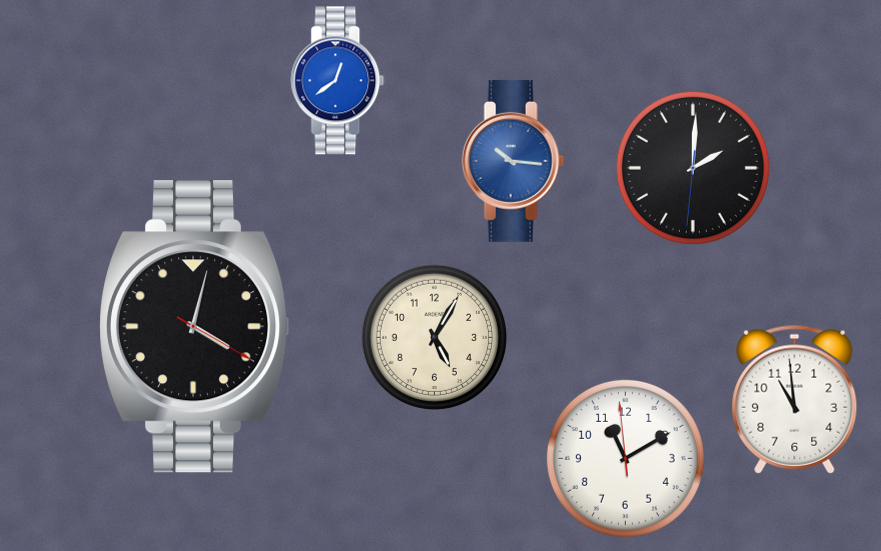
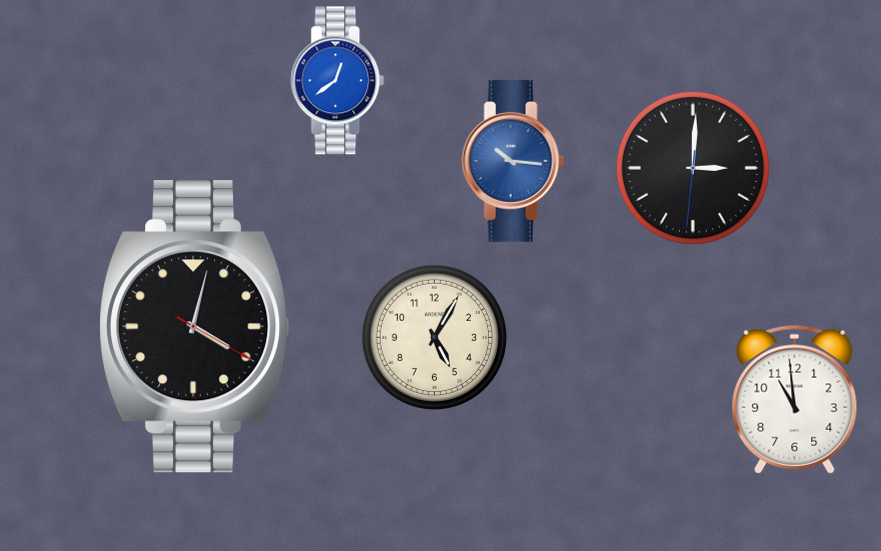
clock at (693, 168): 2:00 -> 3:00
clock at (625, 458): 11:09 -> none
